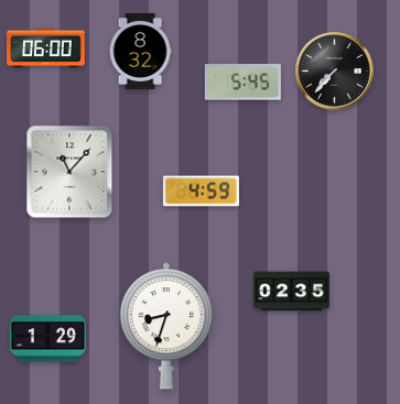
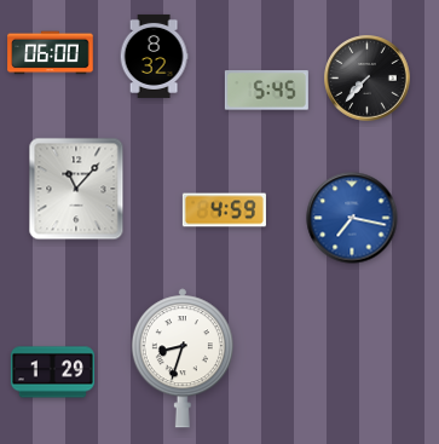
clock at (201, 192) position: (201, 192) -> (224, 211)
clock at (352, 218): none -> 7:17
clock at (291, 292): 02:35 -> none
